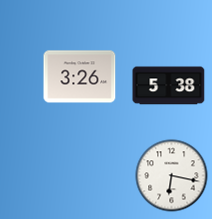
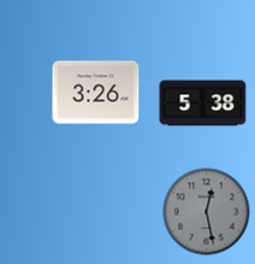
clock at (172, 176): 6:17 -> 12:28
clock at (172, 176) dial: white -> grey
